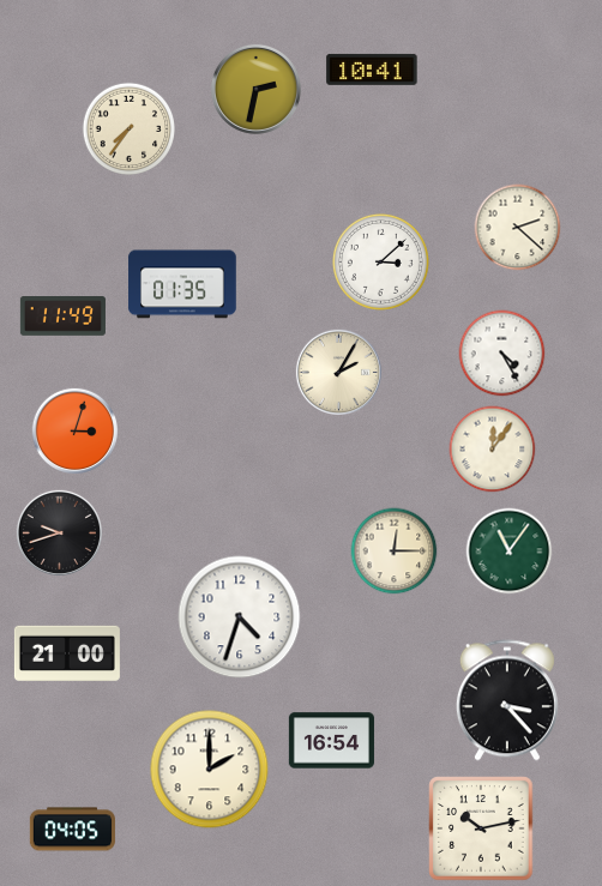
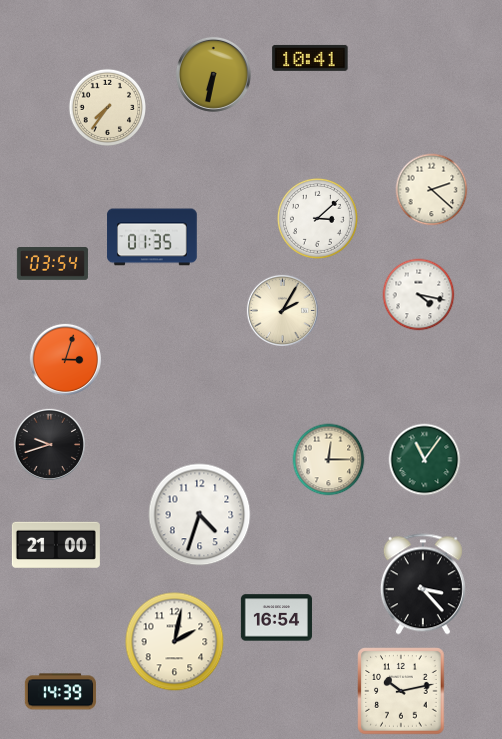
clock at (255, 89): 2:32 -> 6:32
clock at (62, 317): 11:49 -> 03:54
clock at (502, 354): 4:25 -> 4:17
clock at (74, 430) position: (74, 430) -> (65, 359)
clock at (493, 450): 12:06 -> none
clock at (210, 770): 2:00 -> 2:02
clock at (72, 830): 04:05 -> 14:39
